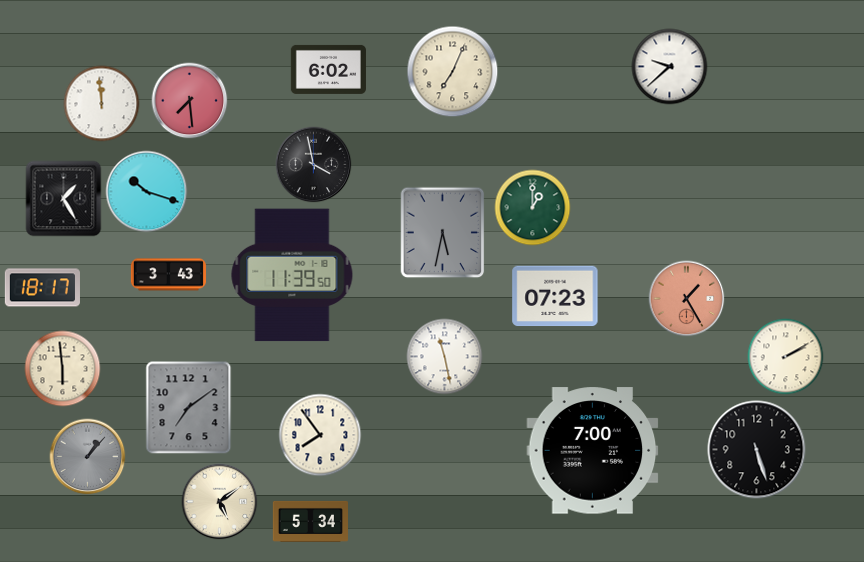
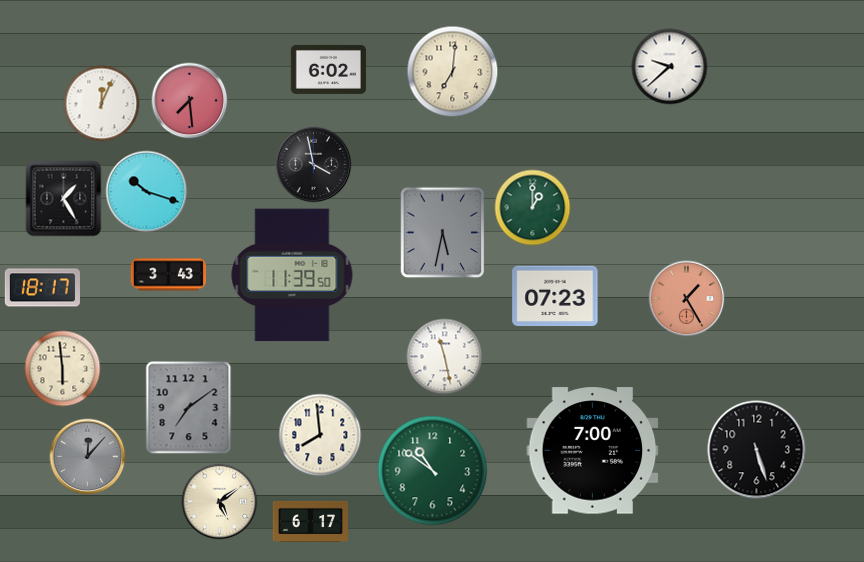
clock at (453, 72): 7:04 -> 7:01
clock at (102, 104): 11:59 -> 12:04
clock at (786, 357): 2:10 -> none
clock at (320, 435): 7:54 -> 7:59
clock at (88, 457): 1:07 -> 12:07
clock at (433, 471): none -> 10:51
clock at (310, 521): 5:34 -> 6:17
